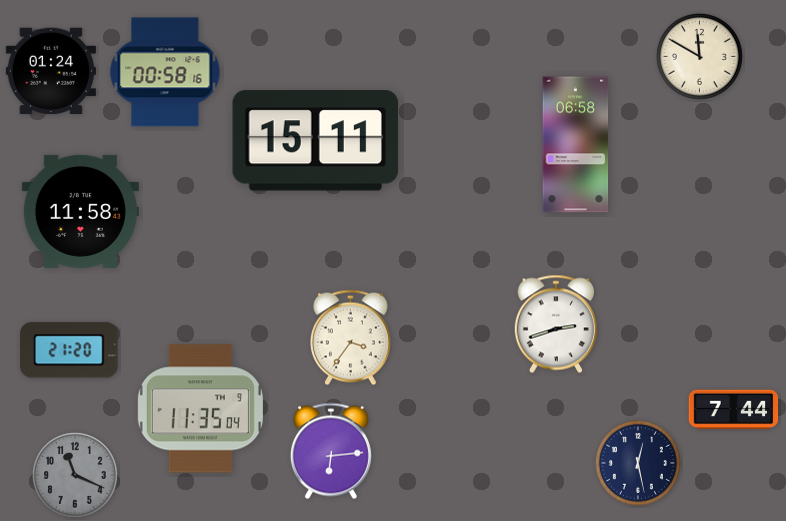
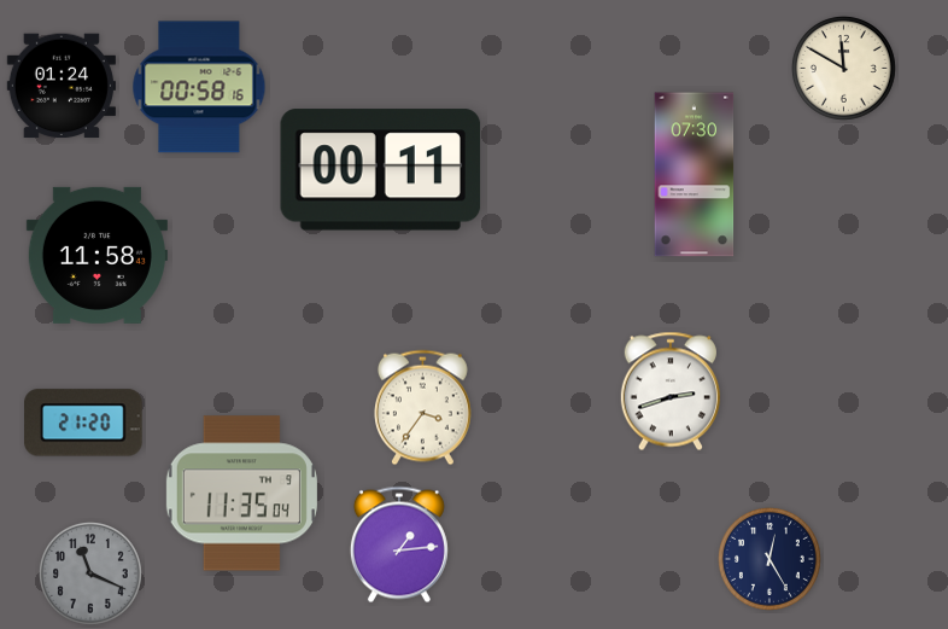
clock at (316, 141): 15:11 -> 00:11
clock at (576, 145): 06:58 -> 07:30
clock at (734, 410): 7:44 -> none
clock at (331, 451): 6:14 -> 1:14
clock at (638, 463): 12:28 -> 12:25
